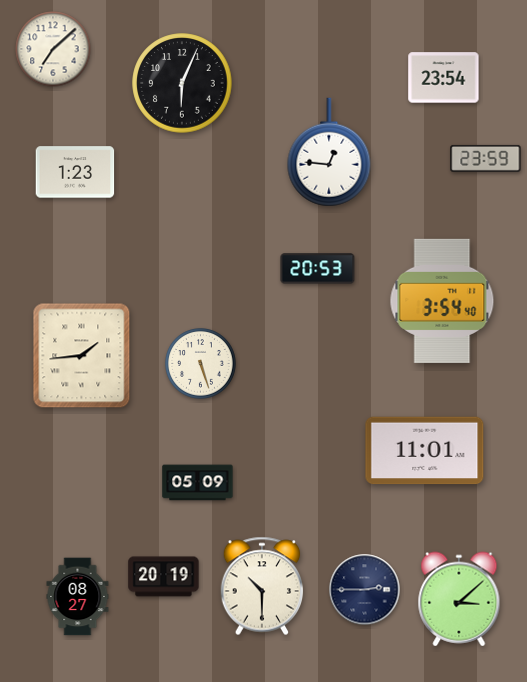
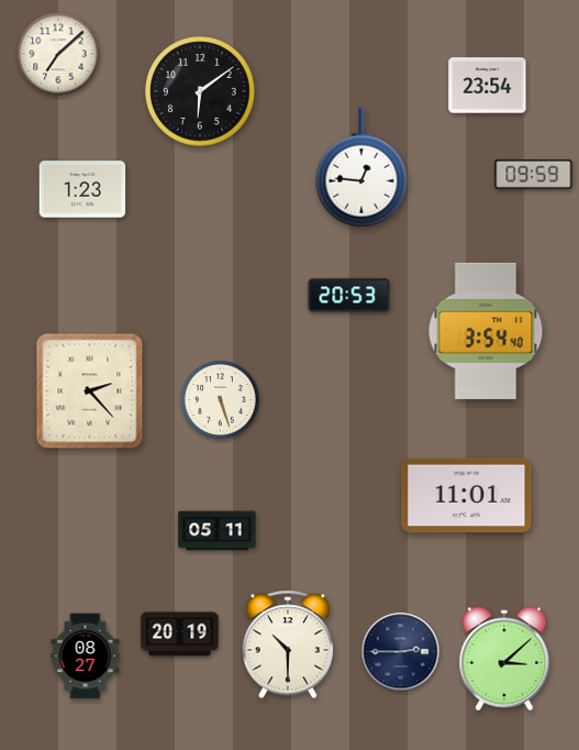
clock at (182, 83): 6:04 -> 6:09
clock at (486, 158): 23:59 -> 09:59
clock at (82, 356): 1:44 -> 2:23
clock at (198, 483): 05:09 -> 05:11
clock at (365, 590) position: (365, 590) -> (401, 652)
